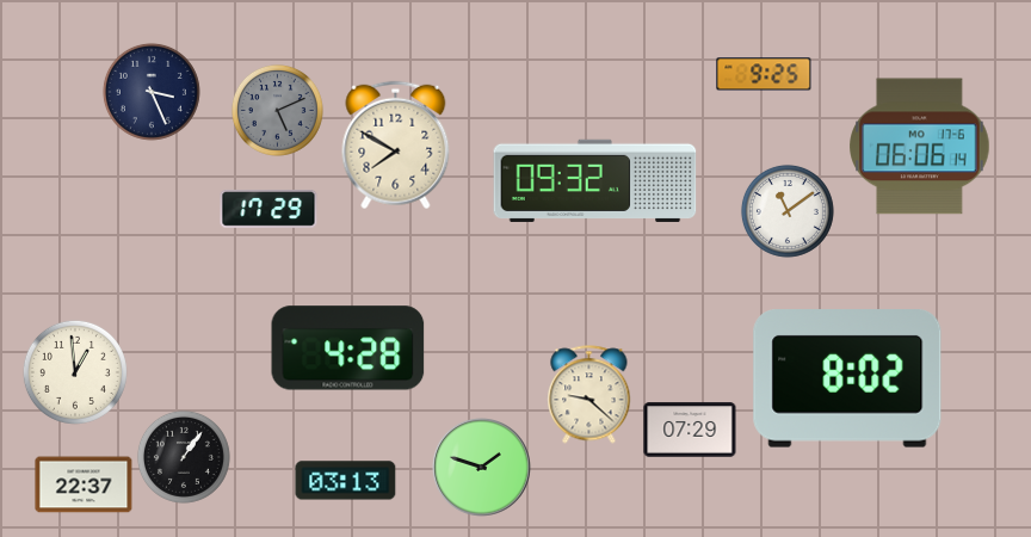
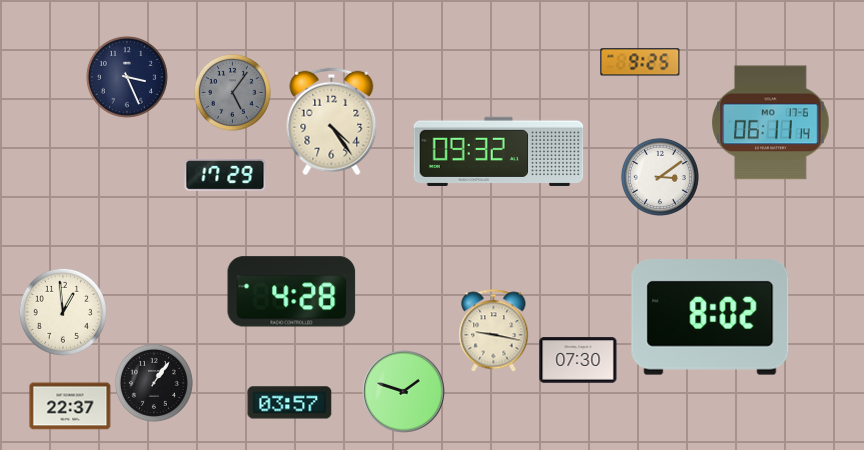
clock at (277, 110): 5:11 -> 5:06
clock at (396, 146): 7:50 -> 4:24
clock at (920, 147): 06:06 -> 06:11
clock at (788, 211): 11:09 -> 3:09
clock at (589, 395): 9:22 -> 9:17
clock at (690, 430): 07:29 -> 07:30
clock at (346, 481): 03:13 -> 03:57
